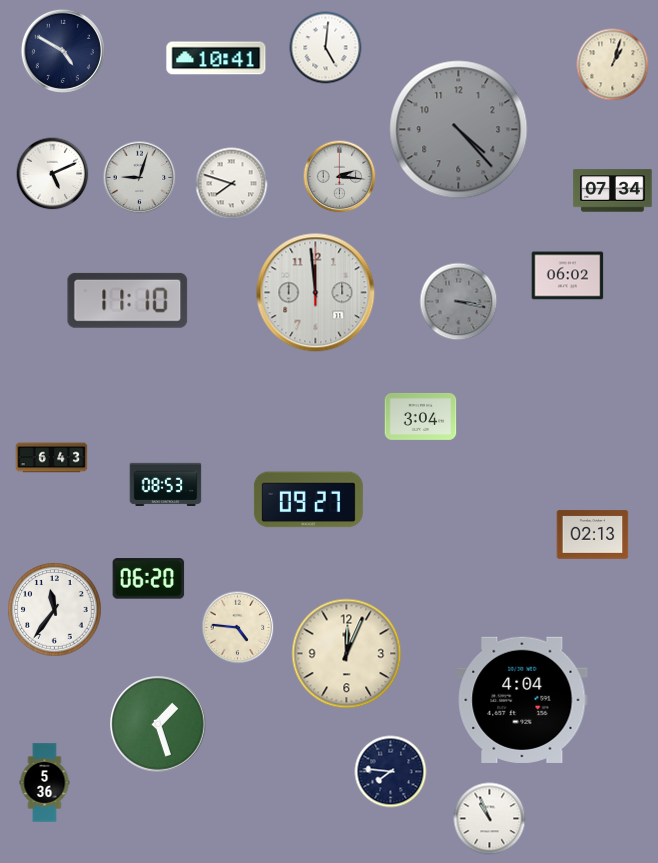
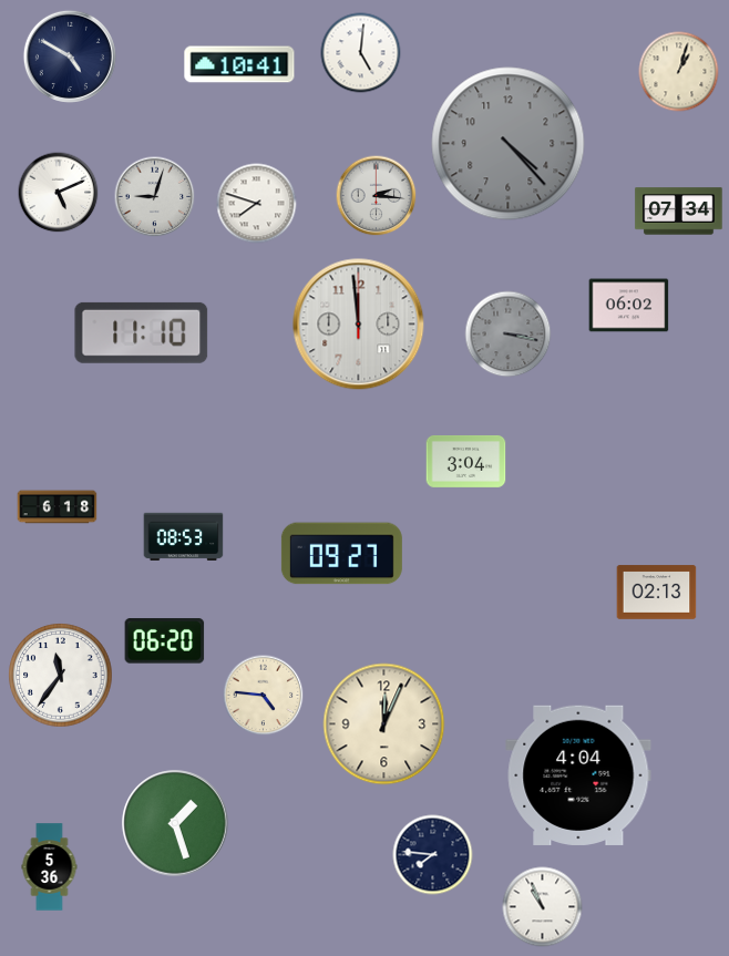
clock at (316, 293) position: (316, 293) -> (359, 325)
clock at (52, 458): 6:43 -> 6:18
clock at (158, 724) position: (158, 724) -> (175, 823)
